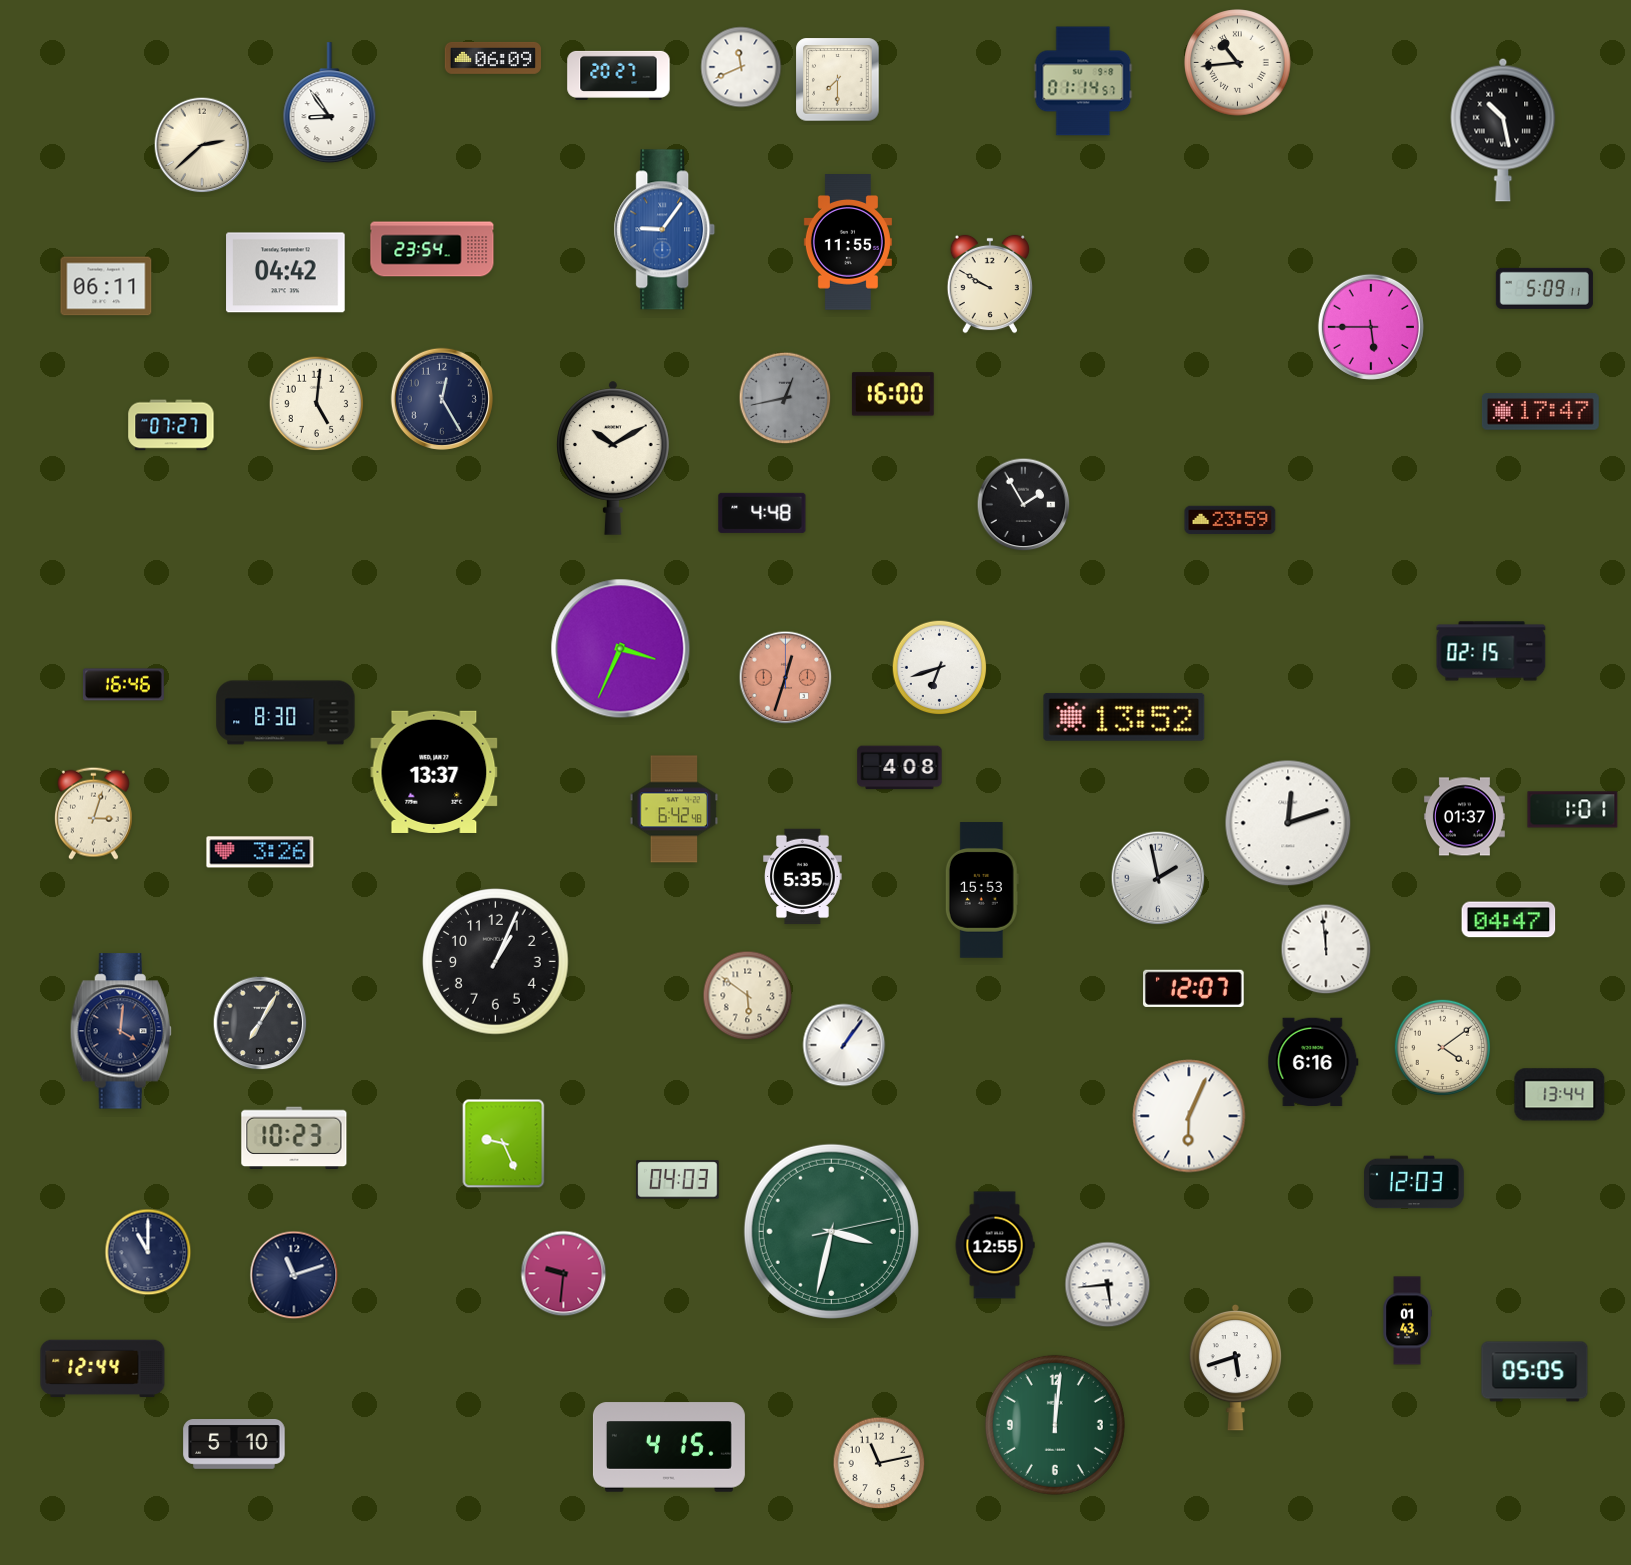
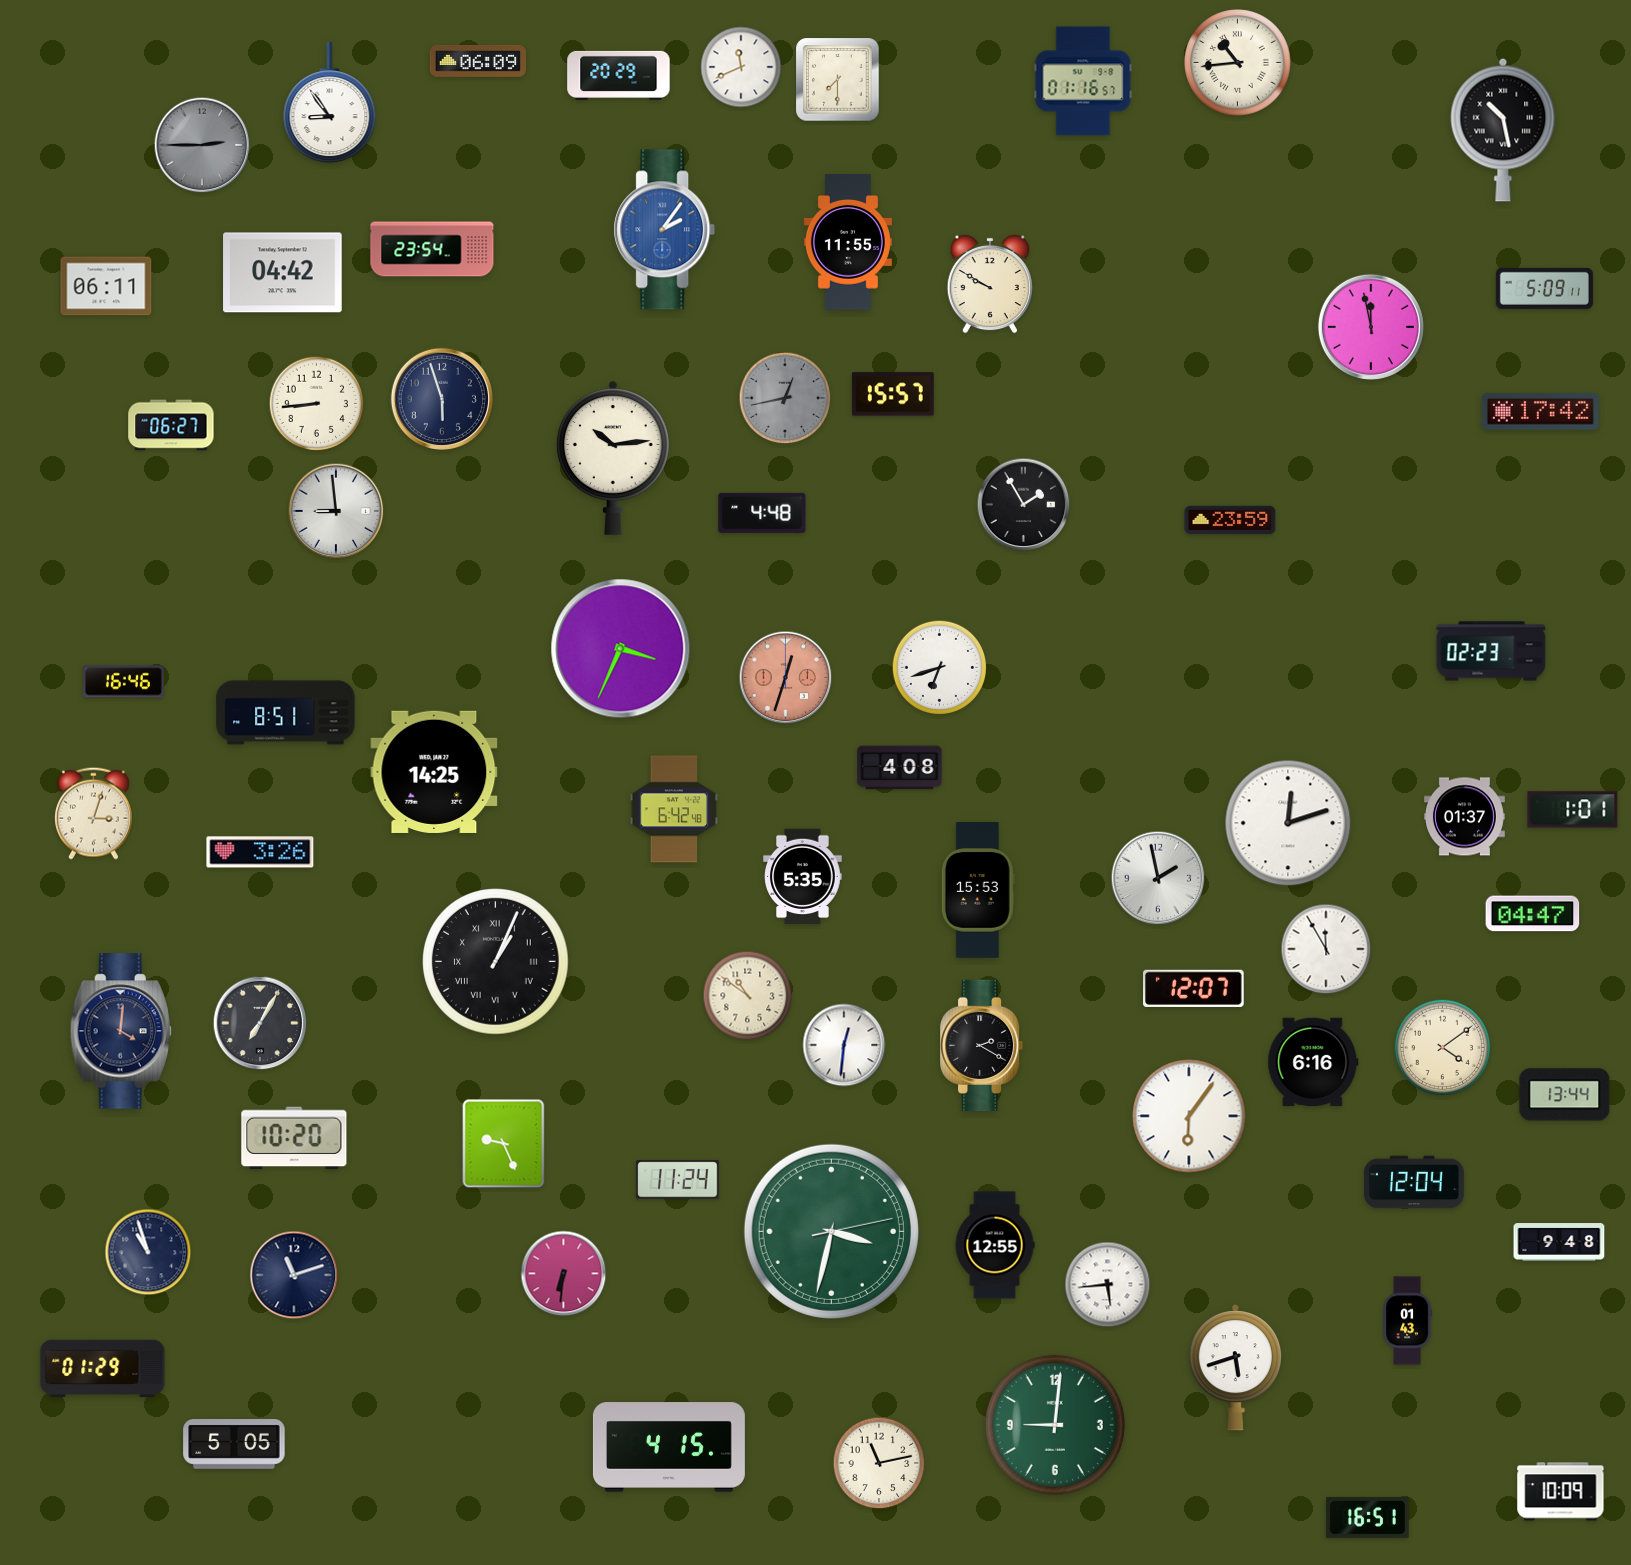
clock at (492, 58) position: (492, 58) -> (477, 61)
clock at (619, 75): 20:27 -> 20:29
clock at (1083, 81): 01:14 -> 01:16
clock at (202, 145): 2:38 -> 2:45
clock at (202, 145) dial: cream -> grey
clock at (665, 230): 9:06 -> 2:06
clock at (286, 273) position: (286, 273) -> (283, 273)
clock at (1371, 327): 5:45 -> 11:58
clock at (893, 394): 16:00 -> 15:57
clock at (442, 399): 12:25 -> 5:57
clock at (317, 404): 5:01 -> 8:44
clock at (1540, 412): 17:47 -> 17:42
clock at (171, 425): 07:27 -> 06:27
clock at (613, 458): 10:10 -> 10:14
clock at (336, 511): none -> 8:59
clock at (1491, 651): 02:15 -> 02:23
clock at (123, 685) position: (123, 685) -> (123, 682)
clock at (286, 713): 8:30 -> 8:51
clock at (1124, 717): 13:52 -> none
clock at (434, 772): 13:37 -> 14:25
clock at (982, 890) position: (982, 890) -> (978, 890)
clock at (1509, 920) position: (1509, 920) -> (1533, 914)
clock at (1326, 949): 11:59 -> 11:55
clock at (496, 962) numerals: Arabic -> Roman
clock at (748, 996): 5:51 -> 10:51
clock at (844, 1045): 1:06 -> 12:31
clock at (983, 1045): none -> 2:20
clock at (1560, 1095) position: (1560, 1095) -> (1565, 1095)
clock at (1189, 1116): 6:04 -> 6:06
clock at (294, 1138): 10:23 -> 10:20
clock at (678, 1180): 04:03 -> 11:24
clock at (1414, 1182): 12:03 -> 12:04
clock at (1559, 1242): none -> 9:48
clock at (148, 1252): 11:00 -> 10:57
clock at (564, 1274): 9:31 -> 6:31
clock at (103, 1369): 12:44 -> 01:29
clock at (1535, 1372): 05:05 -> none
clock at (1055, 1425): 12:01 -> 9:01
clock at (234, 1445): 5:10 -> 5:05
clock at (1561, 1492): none -> 10:09
clock at (1368, 1517): none -> 16:51
